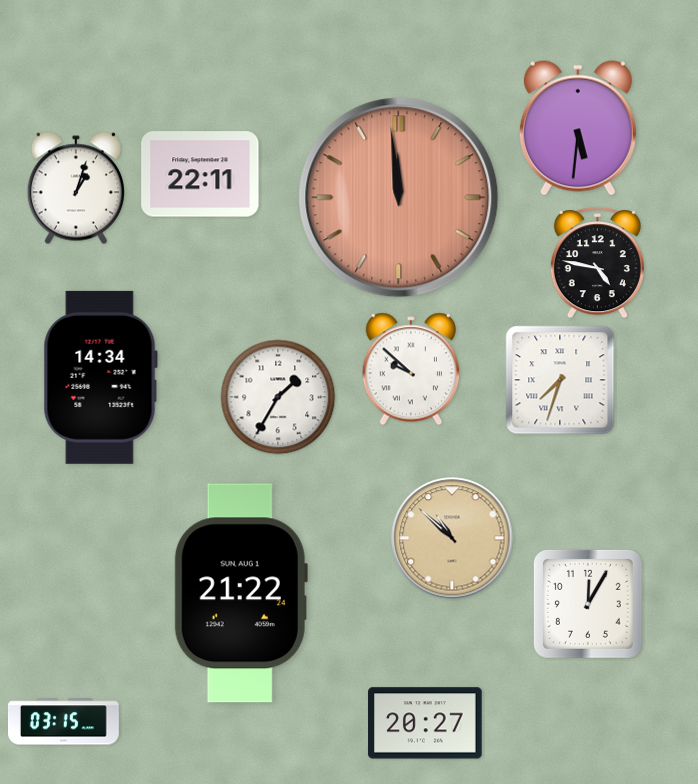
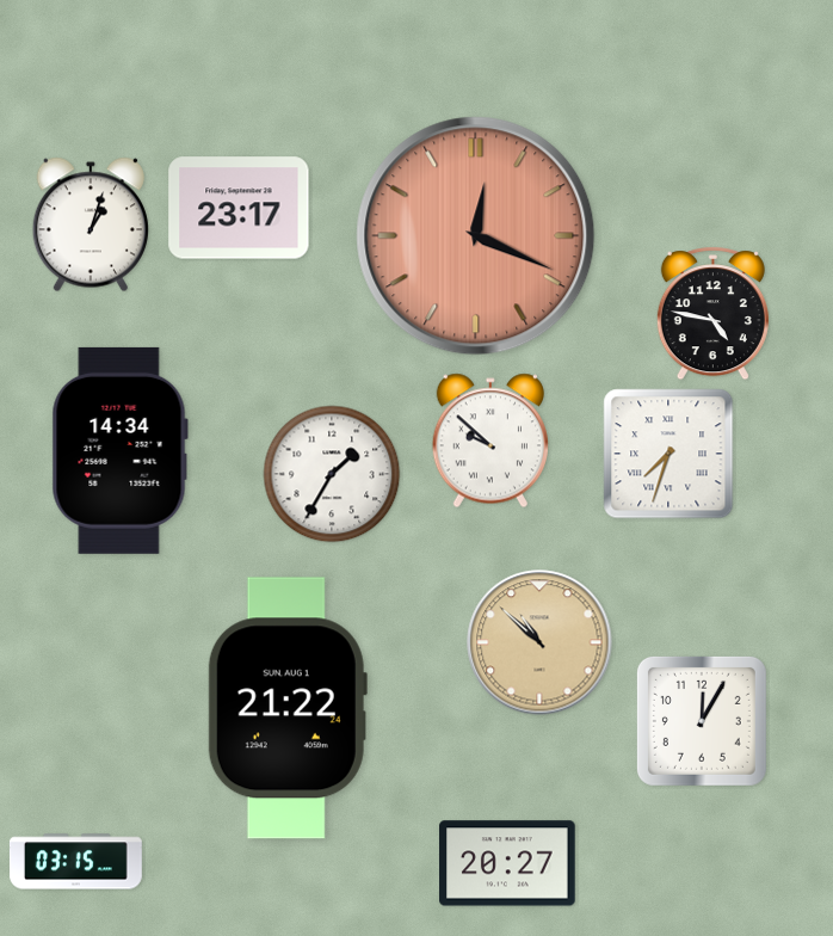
clock at (578, 128): 5:31 -> none
clock at (200, 174): 22:11 -> 23:17
clock at (399, 198): 11:59 -> 12:19
